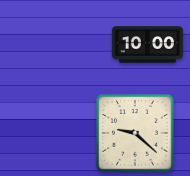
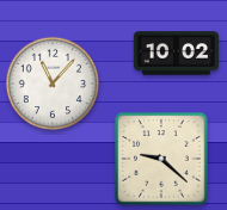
clock at (147, 45): 10:00 -> 10:02
clock at (51, 82): none -> 11:07
